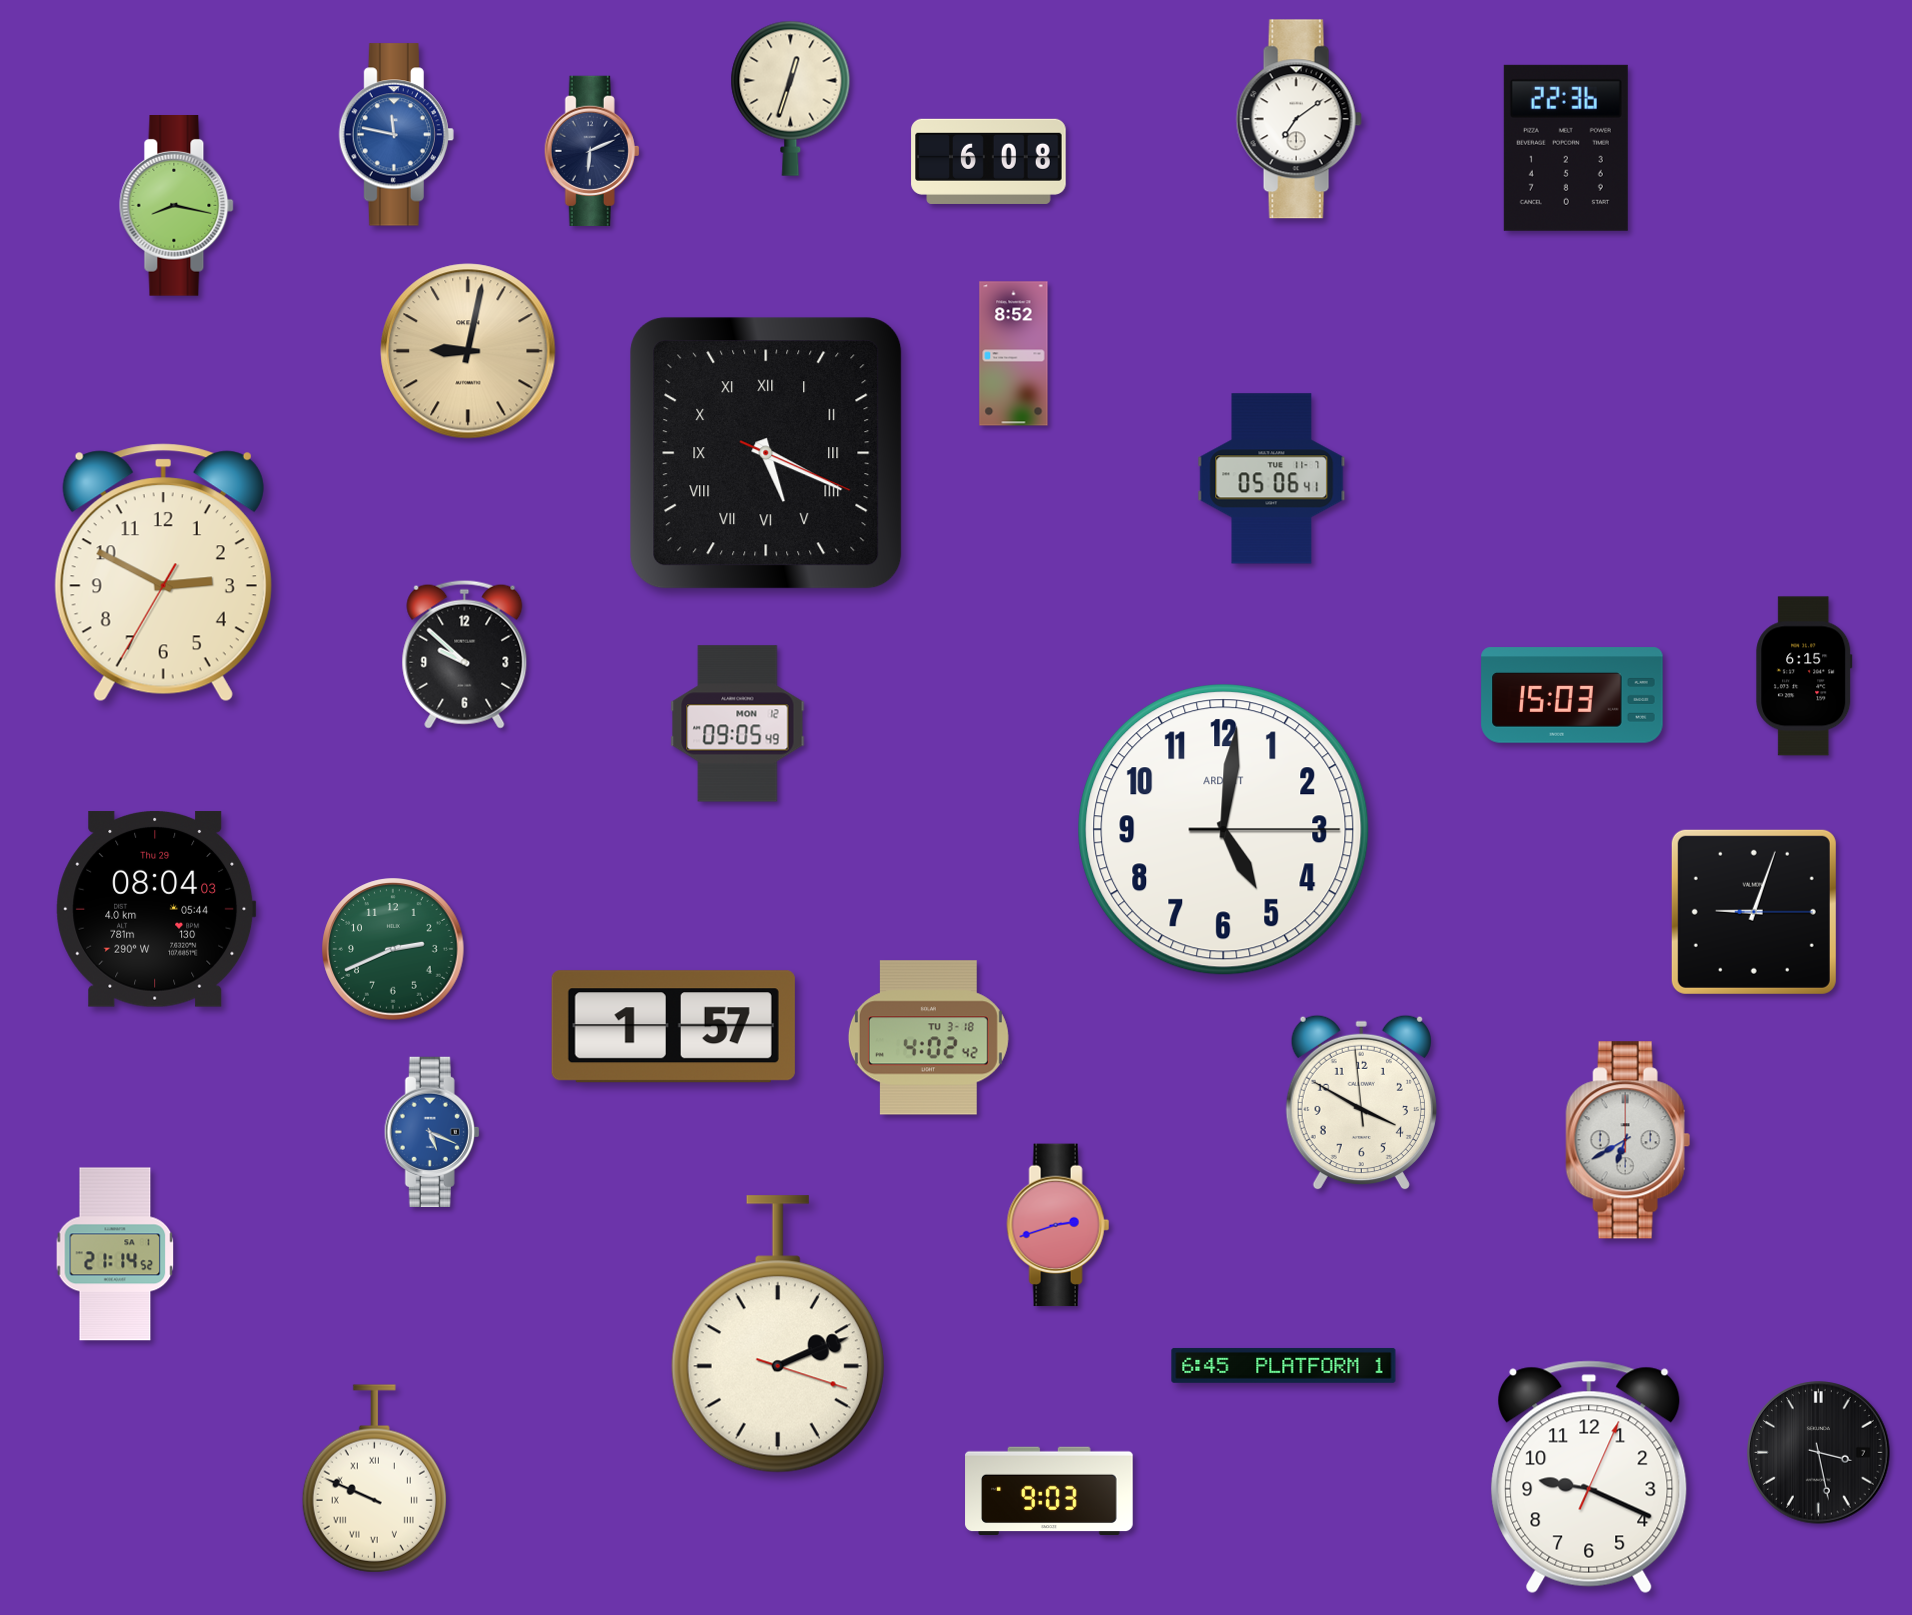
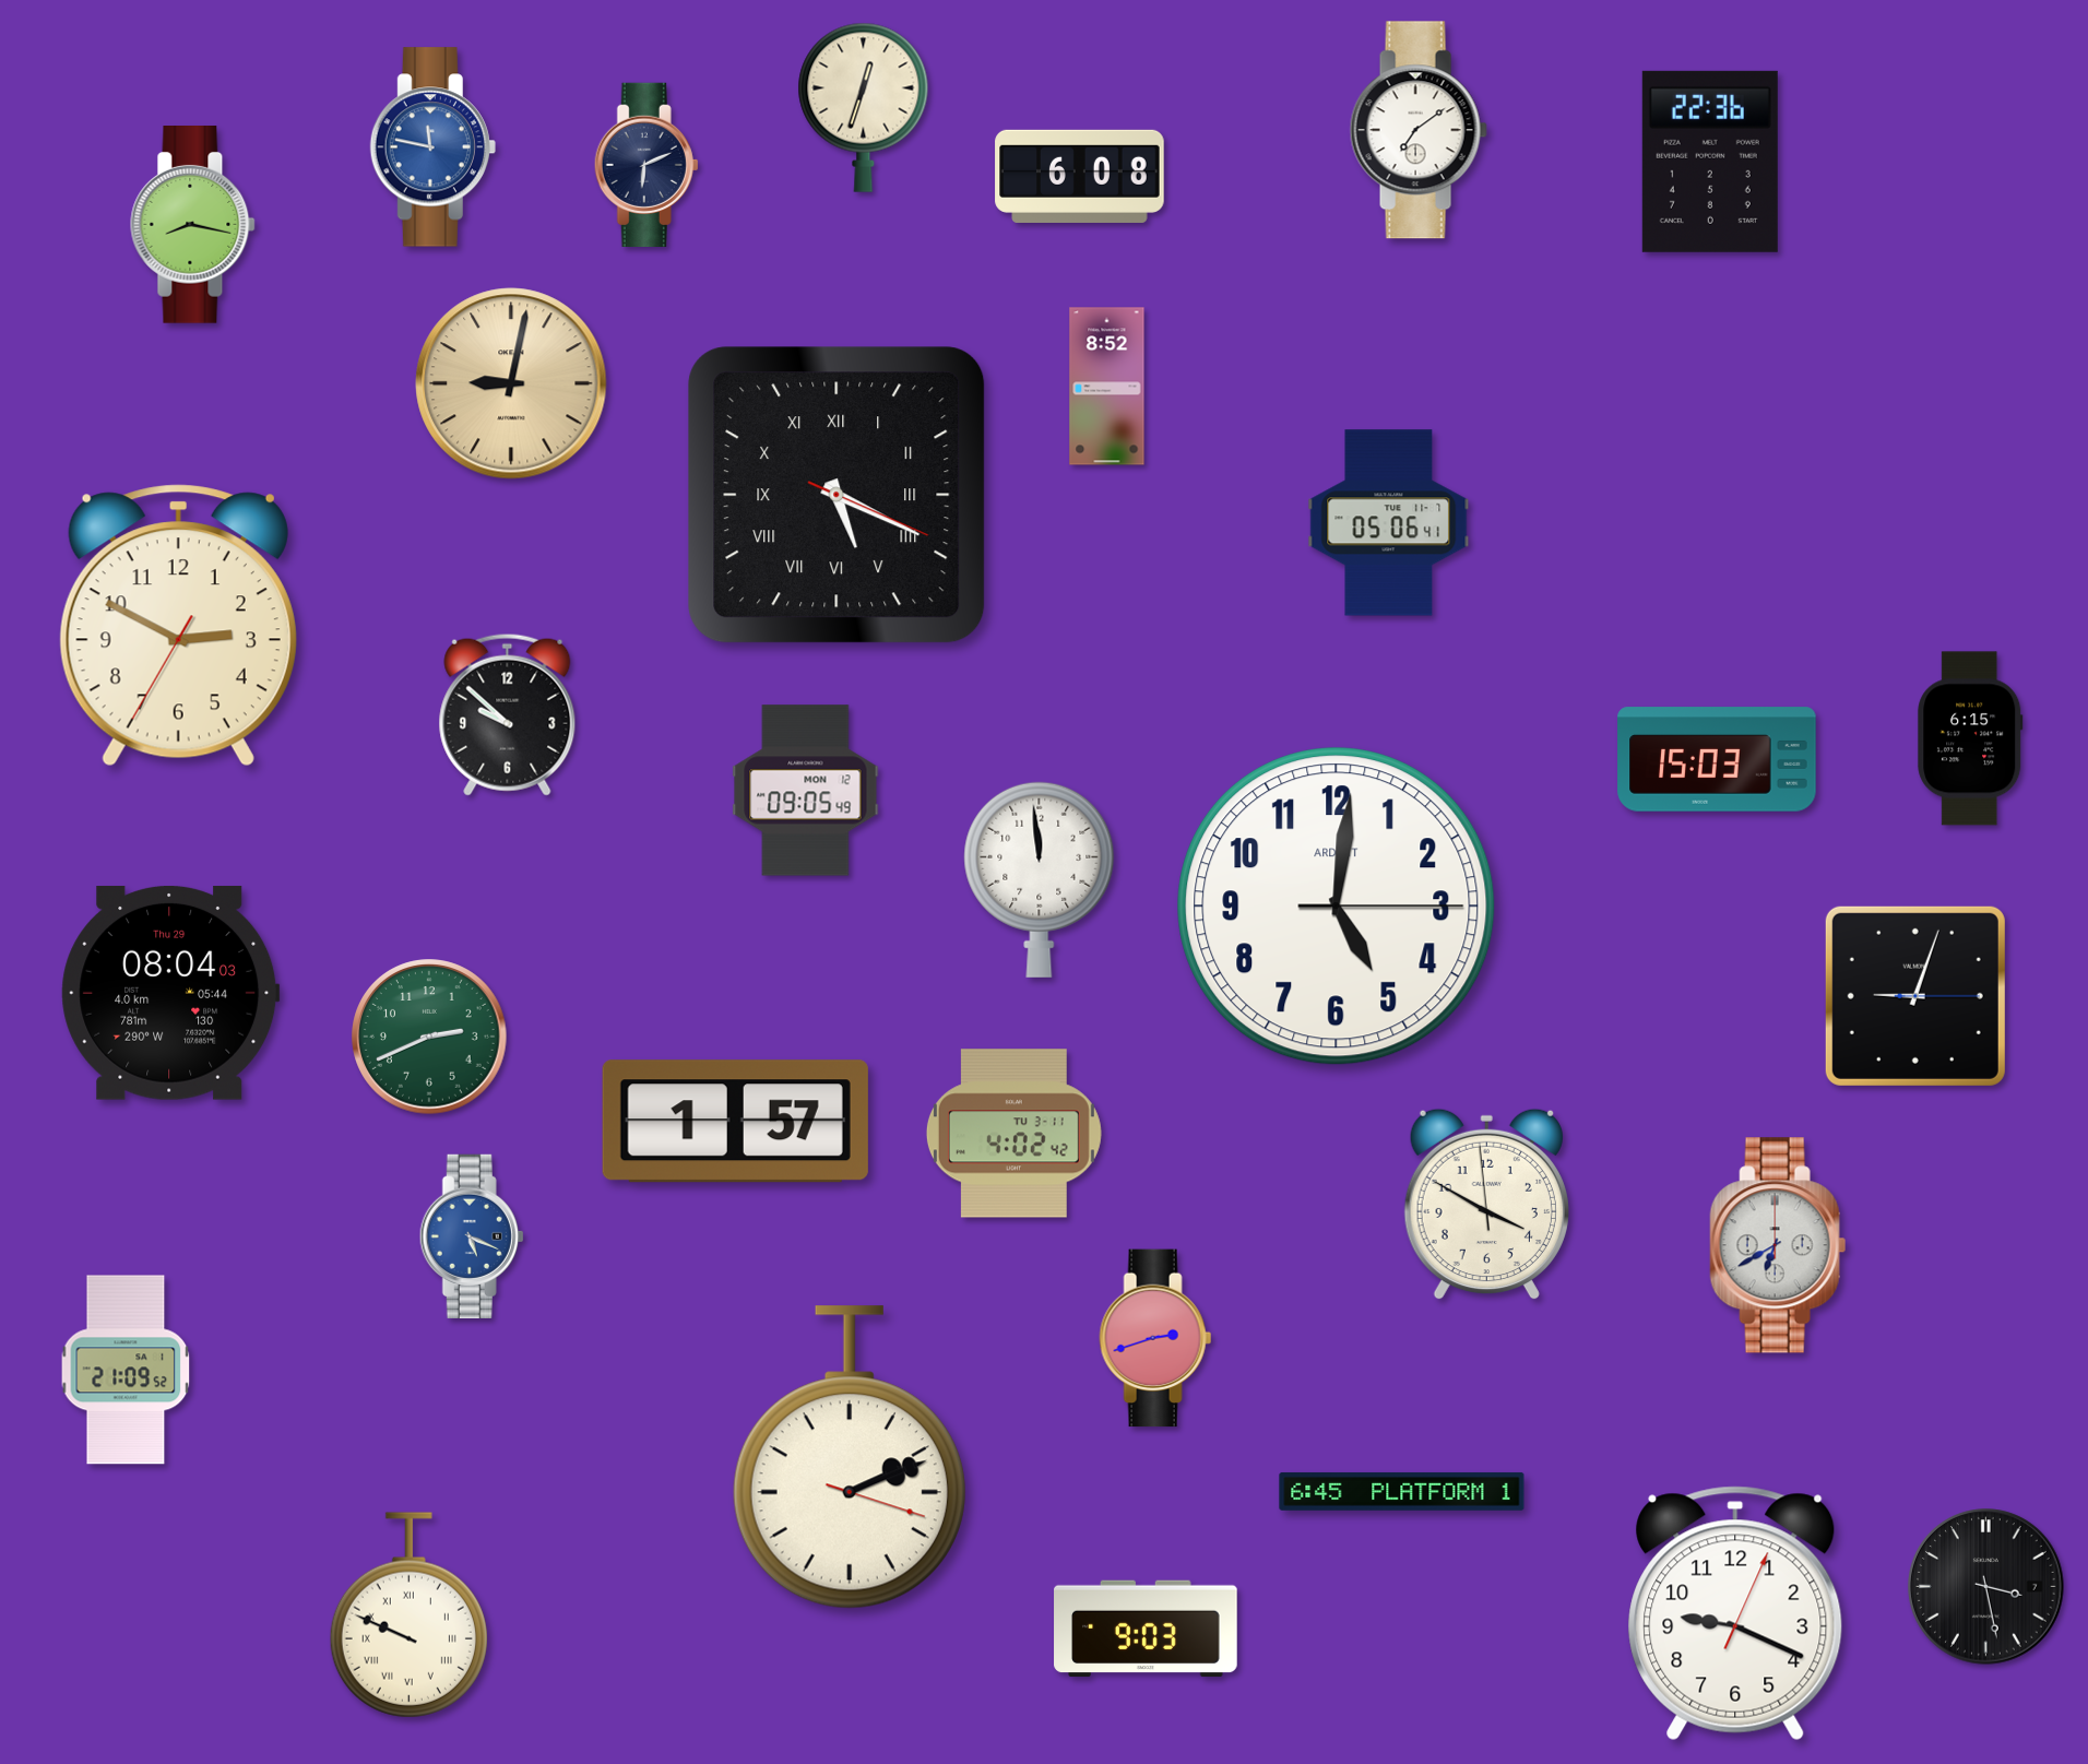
clock at (1040, 879): none -> 11:59
clock at (928, 1038) date: TU 3-18 -> TU 3-11
clock at (115, 1254): 21:14 -> 21:09
